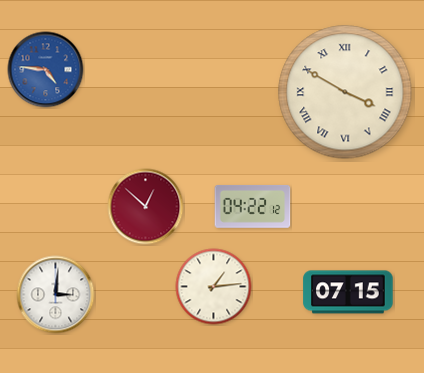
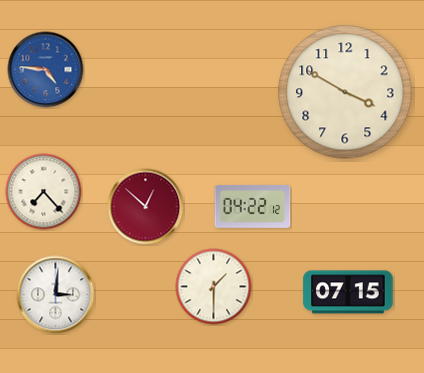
clock at (345, 92) numerals: Roman -> Arabic
clock at (44, 192): none -> 7:23
clock at (214, 287): 1:14 -> 1:30
